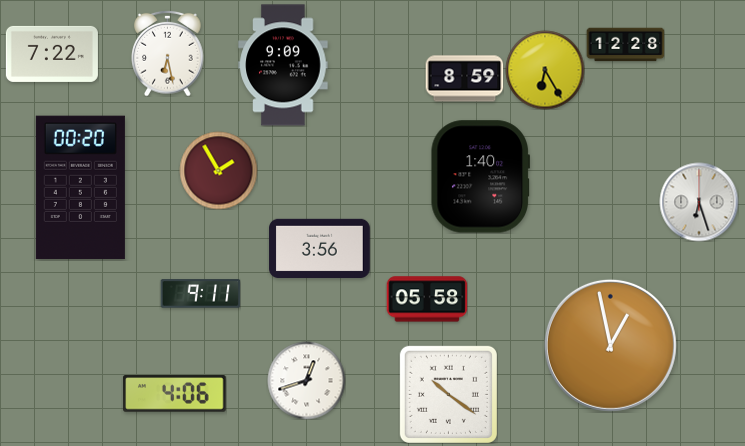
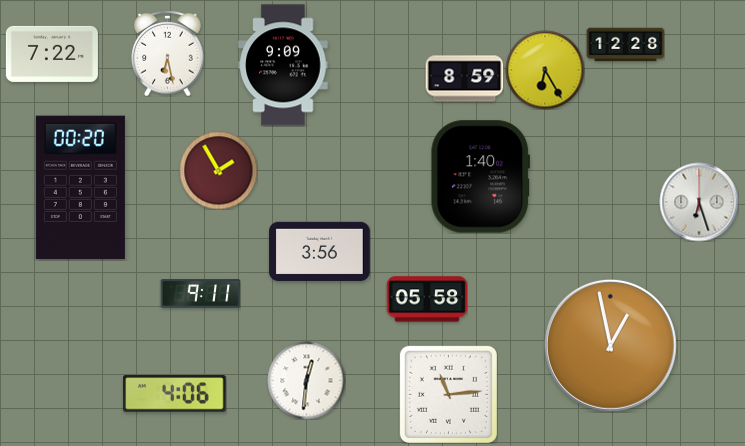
clock at (320, 248) position: (320, 248) -> (320, 251)
clock at (306, 380): 12:42 -> 12:31
clock at (448, 394): 10:21 -> 11:14
